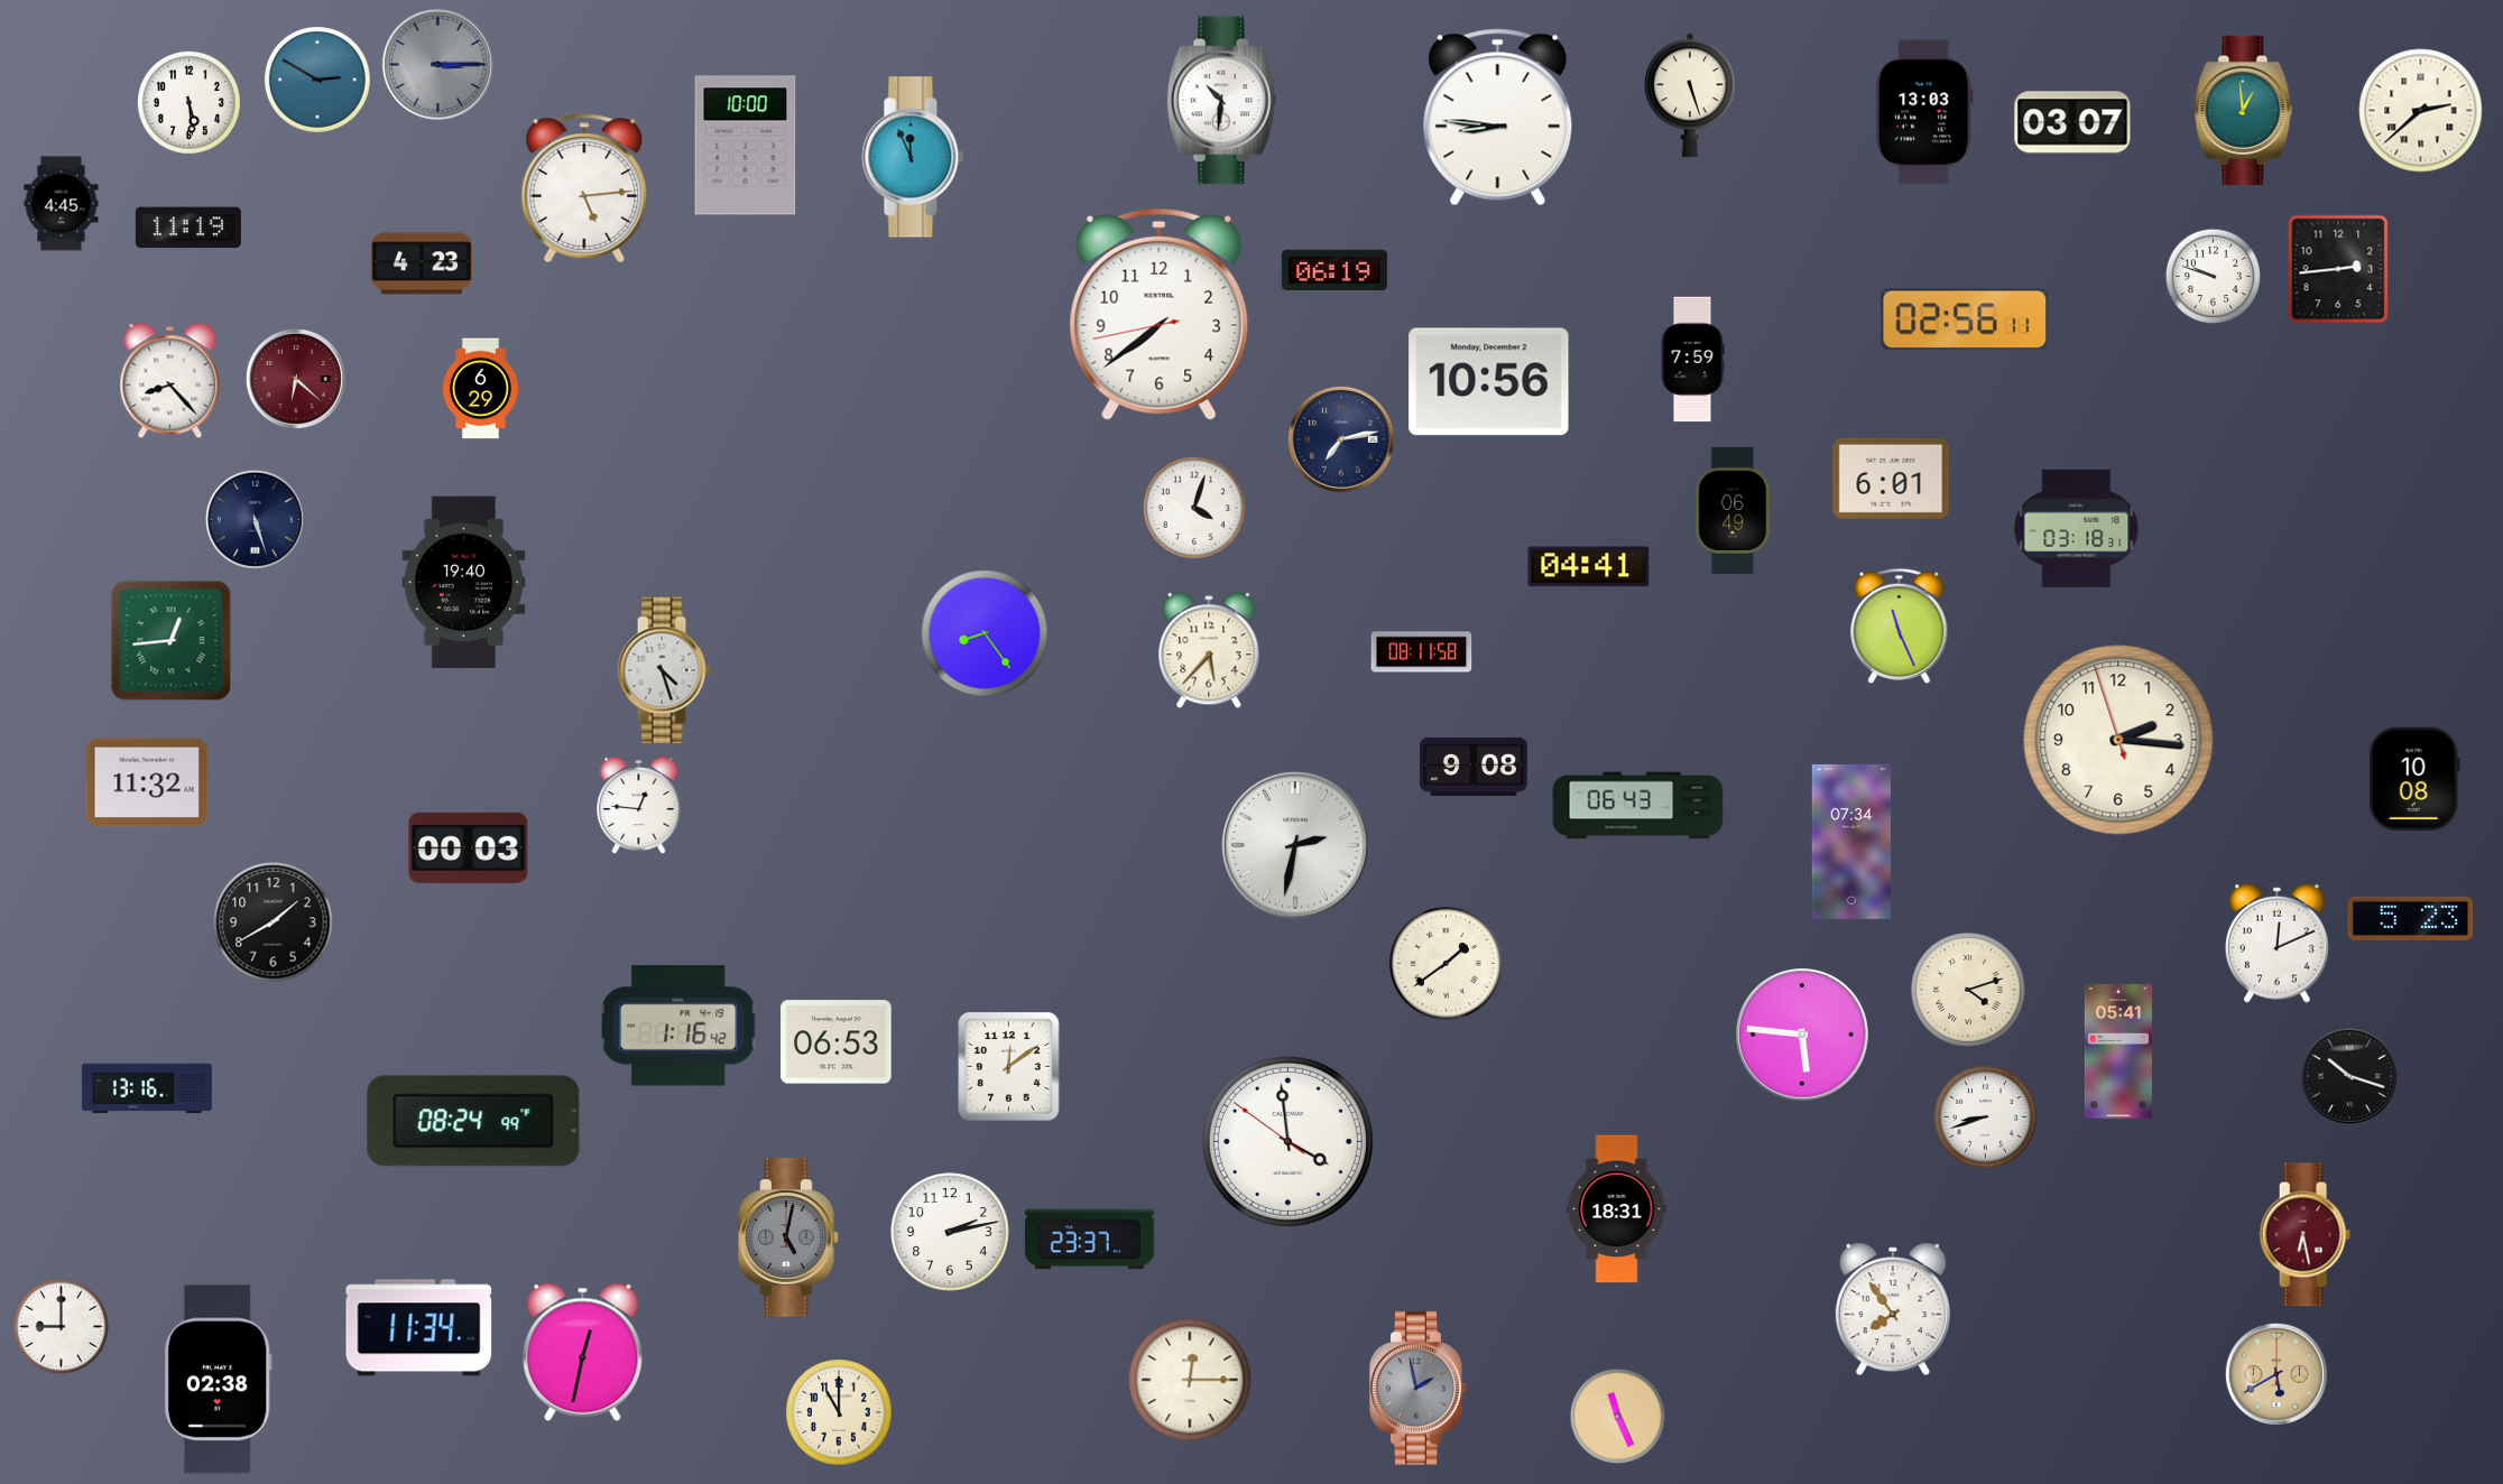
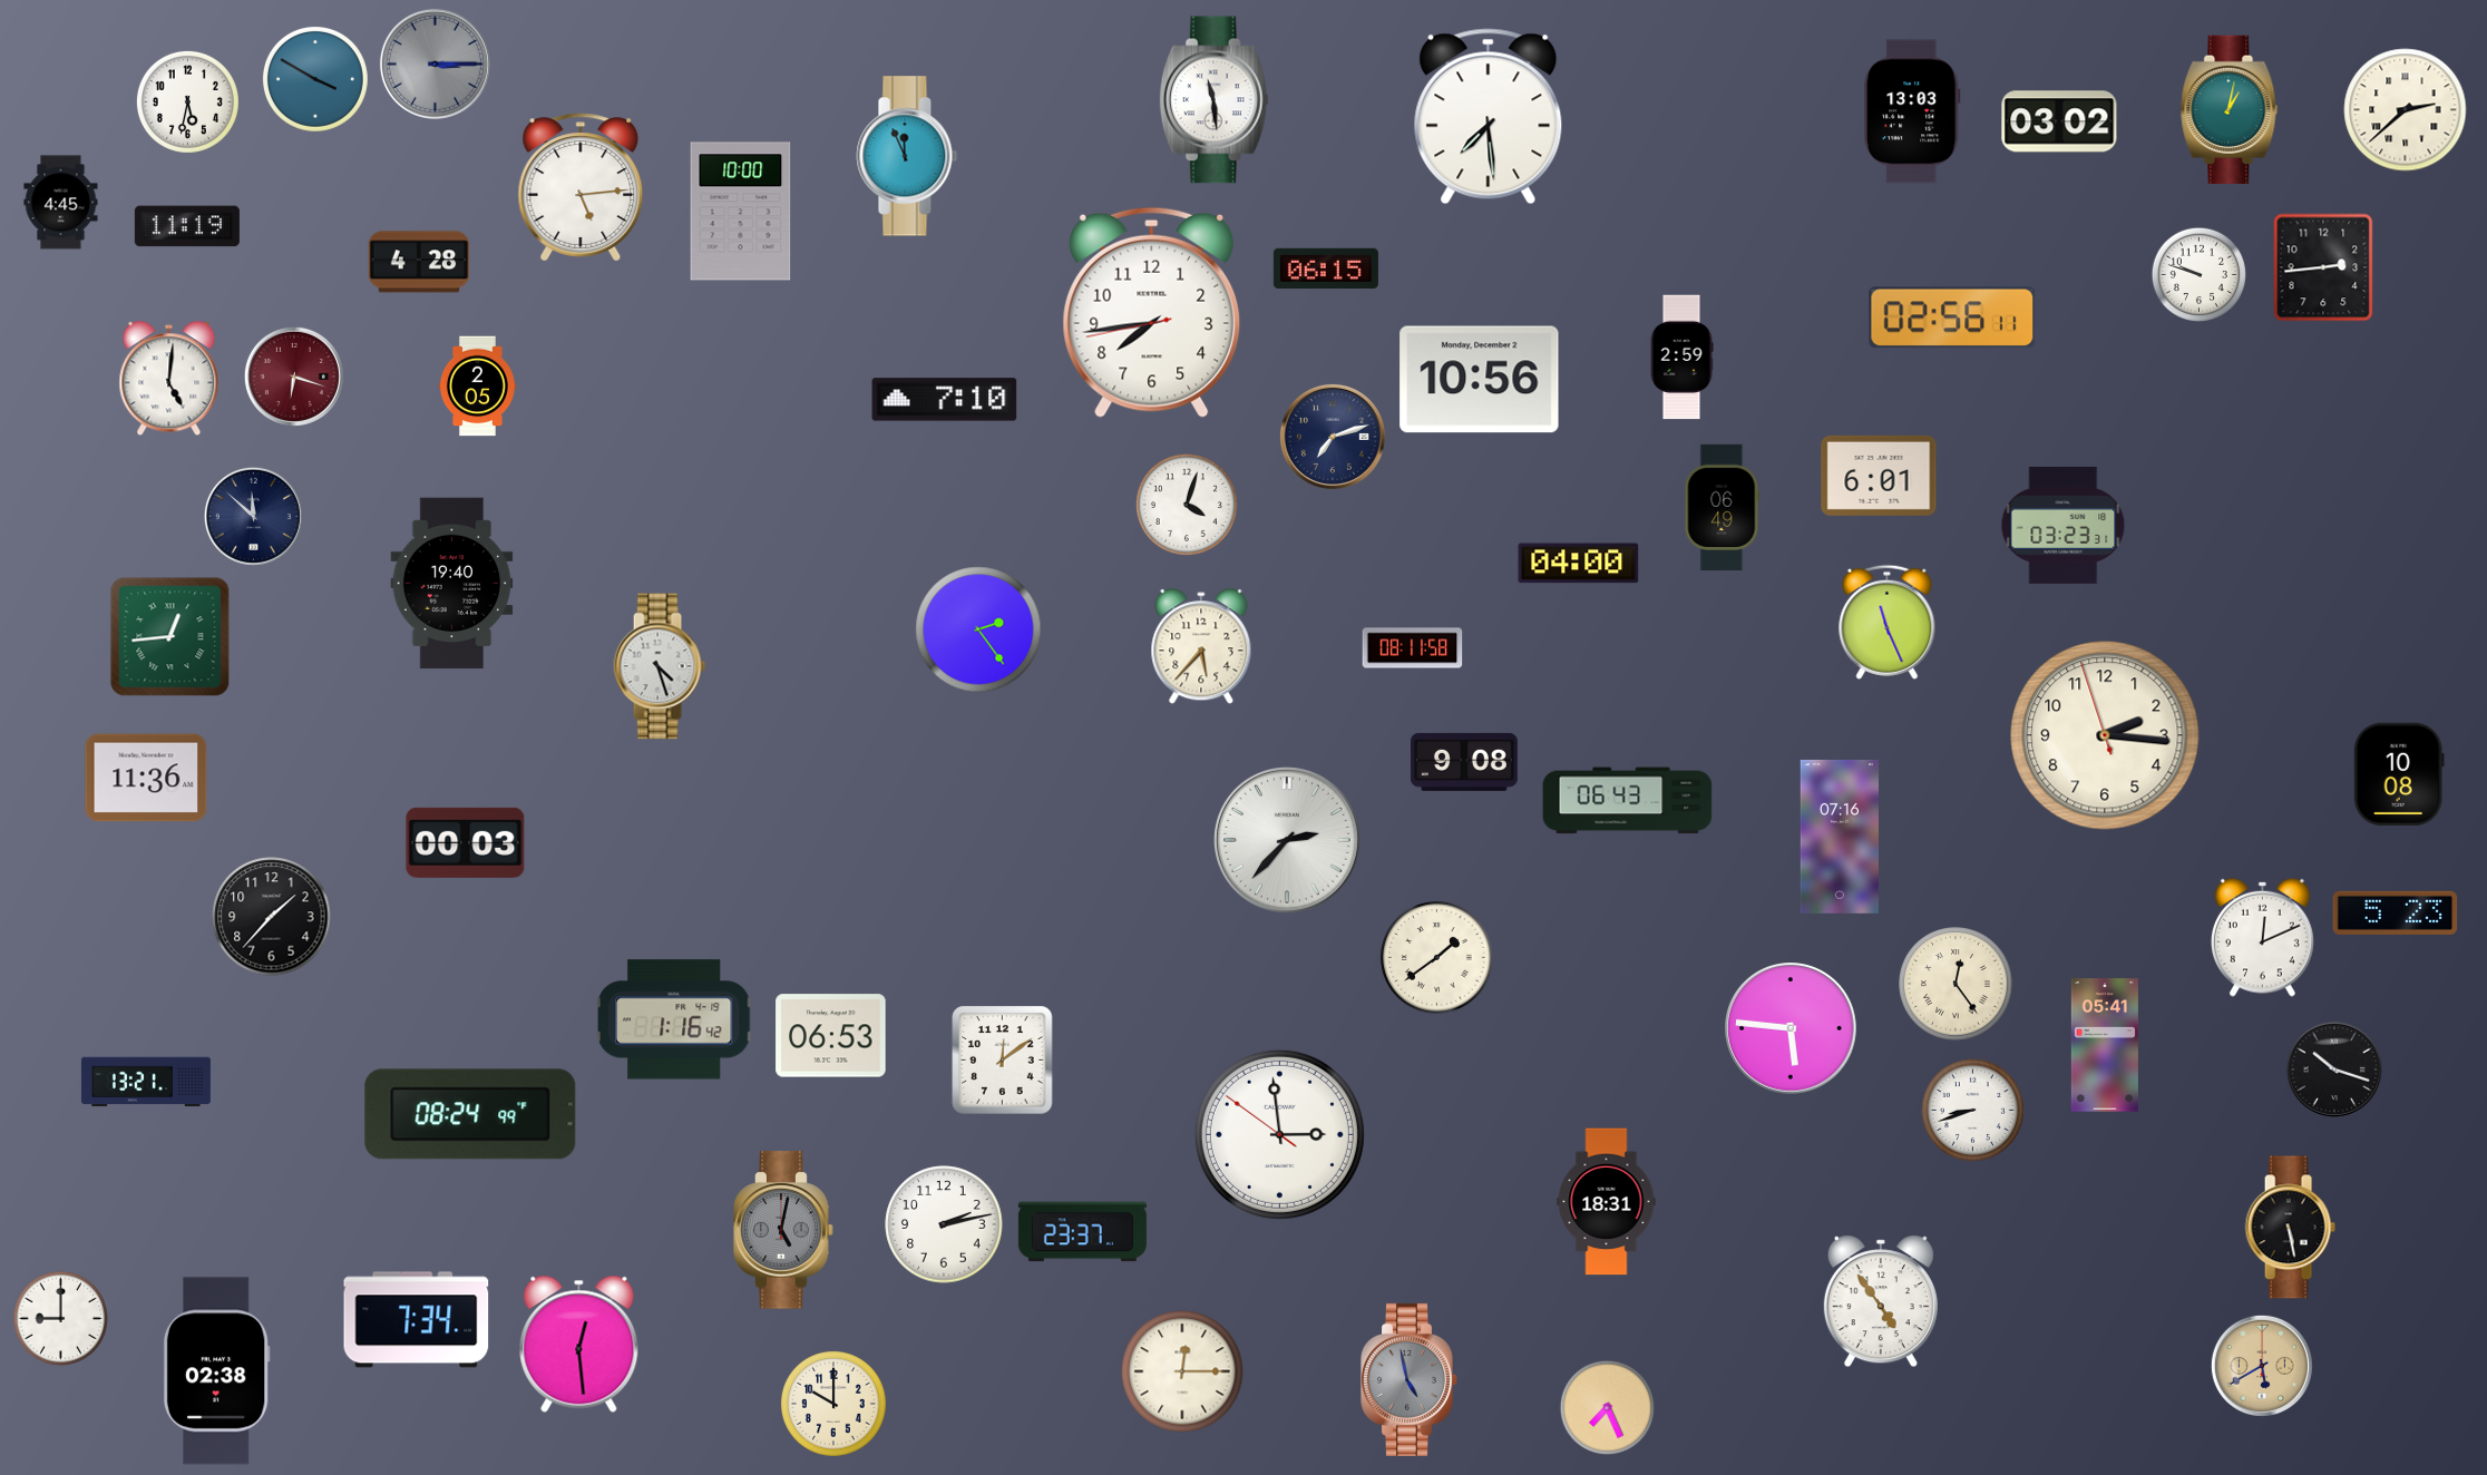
clock at (317, 80): 2:50 -> 3:50
clock at (1690, 95): 5:27 -> none
clock at (1221, 101): 10:31 -> 11:29
clock at (188, 102): 5:29 -> 5:32
clock at (2244, 111): 12:59 -> 1:02
clock at (1498, 118): 8:46 -> 7:29
clock at (2072, 122): 03:07 -> 03:02
clock at (746, 146) position: (746, 146) -> (741, 212)
clock at (422, 263): 4:23 -> 4:28
clock at (1334, 269): 06:19 -> 06:15
clock at (1160, 314): 7:38 -> 7:43
clock at (1692, 360): 7:59 -> 2:59
clock at (296, 379): 6:22 -> 6:18
clock at (170, 381): 8:23 -> 5:01
clock at (480, 389): 6:29 -> 2:05
clock at (945, 400): none -> 7:10
clock at (1341, 439): 7:13 -> 7:12
clock at (255, 519): 5:27 -> 11:52
clock at (2077, 528): 03:18 -> 03:23
clock at (1589, 567): 04:41 -> 04:00
clock at (464, 583) position: (464, 583) -> (452, 584)
clock at (985, 633): 8:24 -> 2:24
clock at (147, 782): 11:32 -> 11:36
clock at (639, 806): 12:46 -> none
clock at (1850, 842): 07:34 -> 07:16
clock at (1295, 845): 2:32 -> 2:37
clock at (274, 922): 1:40 -> 1:37
clock at (1968, 990): 4:12 -> 12:24
clock at (147, 1088): 13:16 -> 13:21
clock at (1287, 1141): 3:58 -> 2:58
clock at (2305, 1235): 6:28 -> 5:28
clock at (2305, 1235) dial: burgundy -> black
clock at (1893, 1309): 7:54 -> 4:54
clock at (419, 1328): 11:34 -> 7:34
clock at (583, 1352): 12:32 -> 12:29
clock at (1419, 1388): 1:58 -> 4:58
clock at (839, 1412): 11:00 -> 10:00
clock at (1618, 1417): 11:26 -> 7:26
